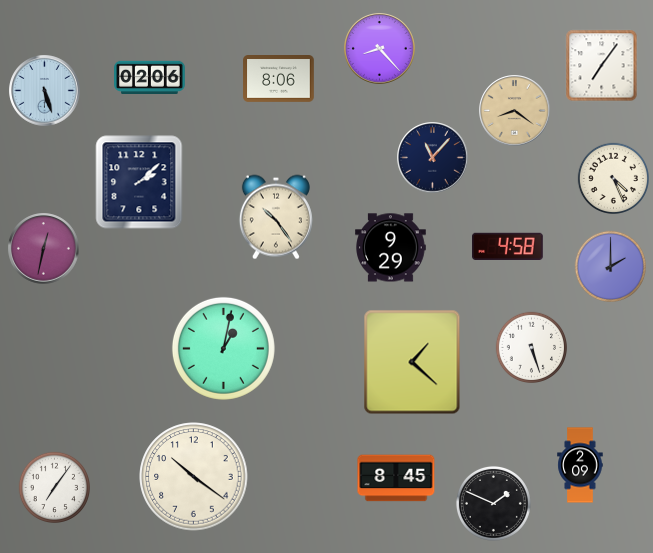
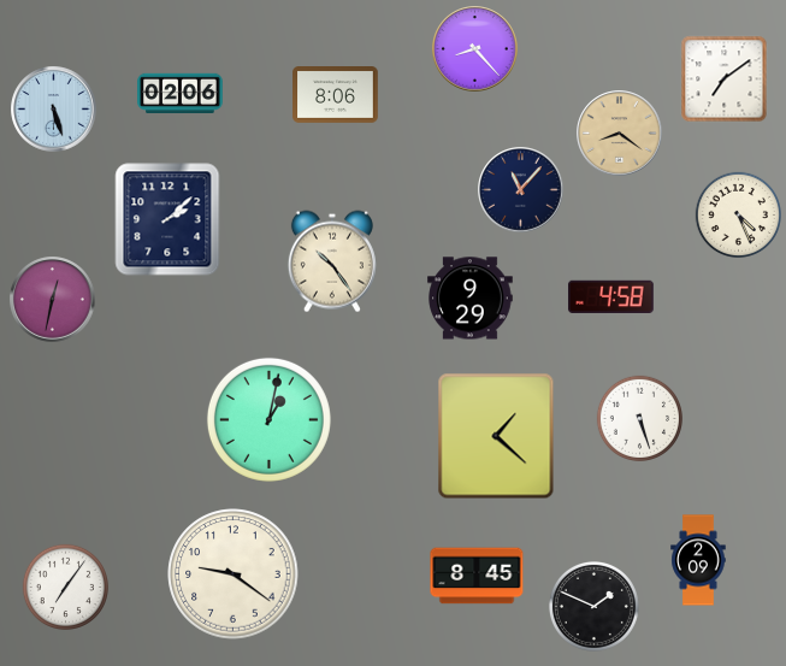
clock at (380, 49) position: (380, 49) -> (475, 49)
clock at (602, 66): 7:06 -> 7:09
clock at (610, 266): 2:00 -> none
clock at (194, 477): 10:21 -> 9:21
